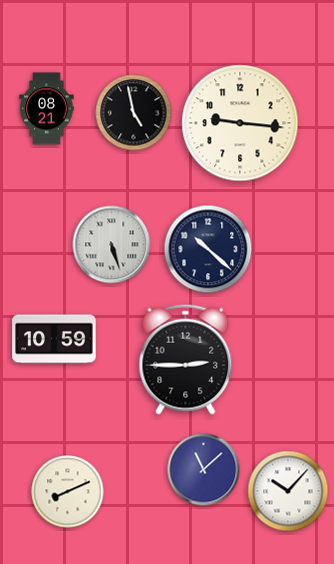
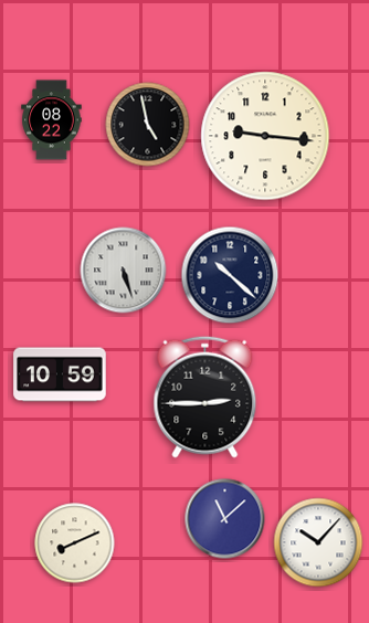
clock at (47, 109): 08:21 -> 08:22
